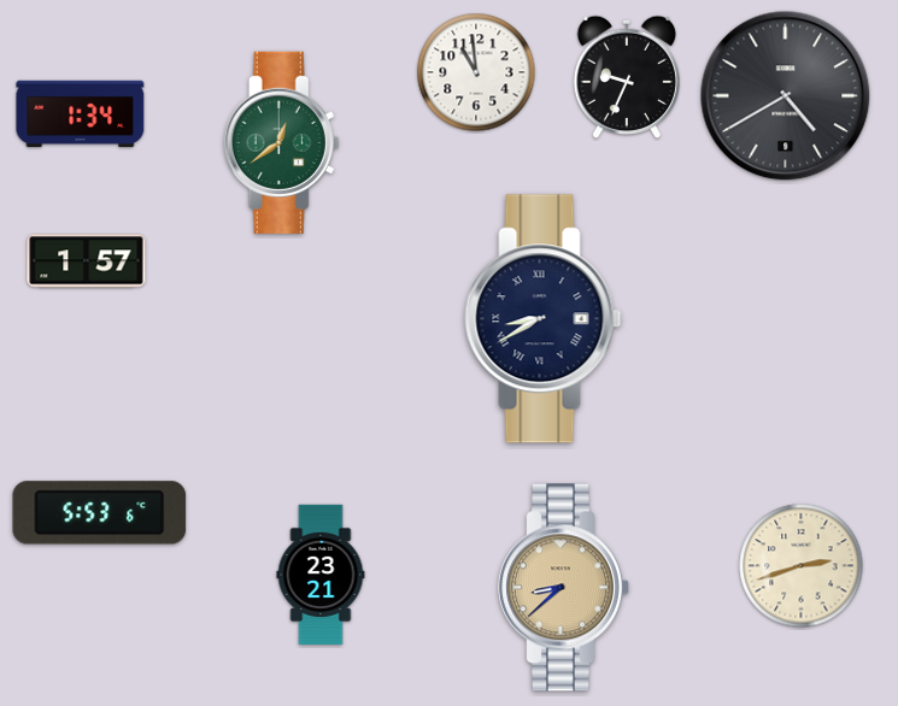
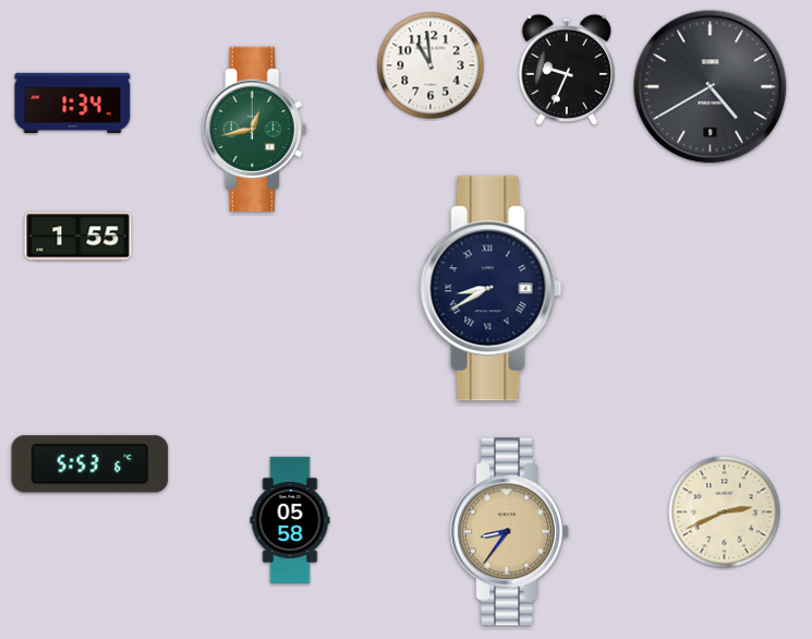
clock at (282, 142): 12:39 -> 12:43
clock at (87, 261): 1:57 -> 1:55
clock at (802, 566): 2:42 -> 2:41
clock at (321, 573): 23:21 -> 05:58
clock at (564, 588): 8:38 -> 8:36
